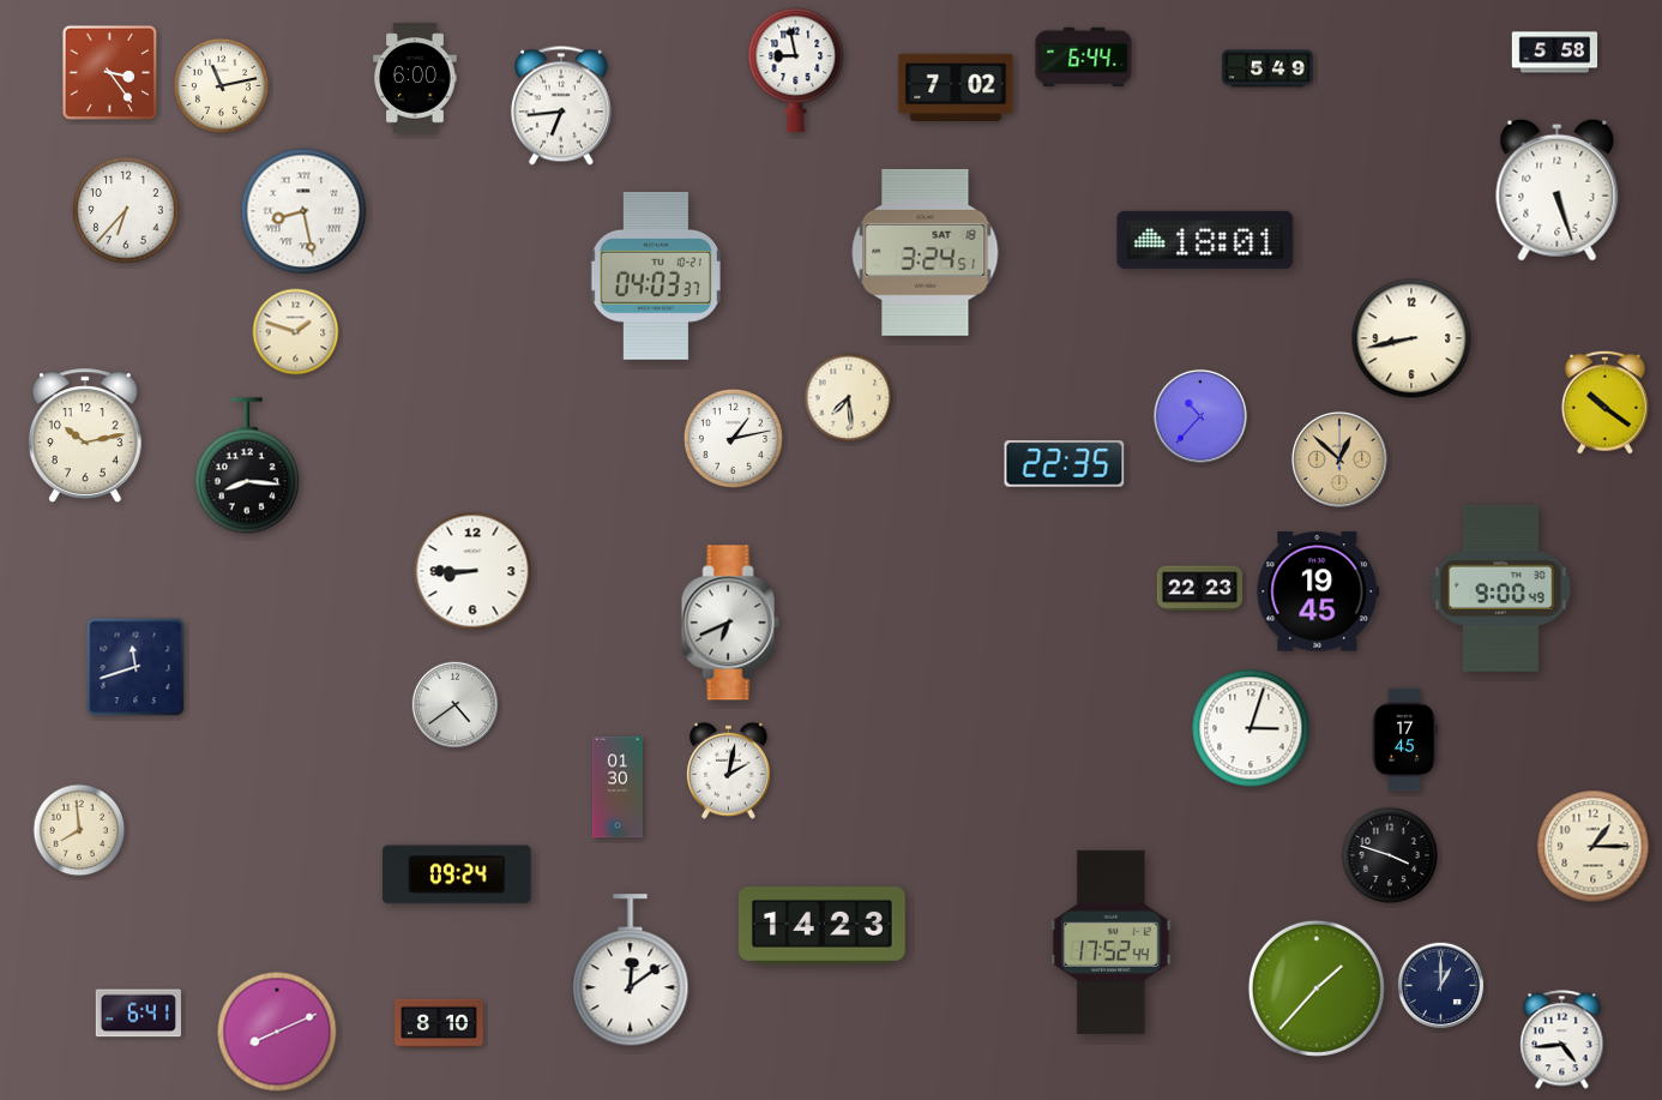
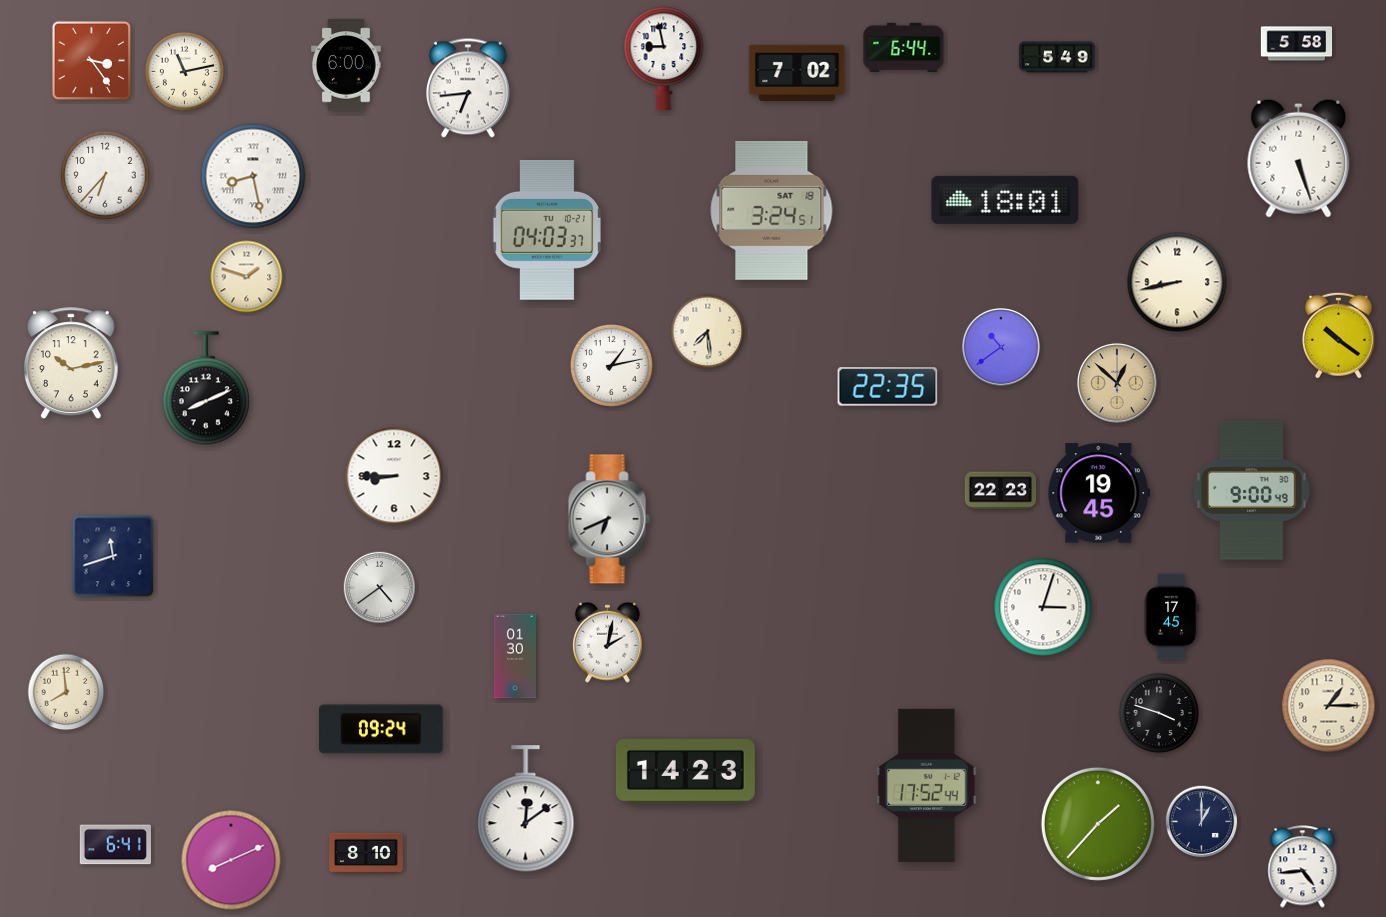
clock at (1200, 416): 10:37 -> 10:39
clock at (247, 465): 8:16 -> 8:11
